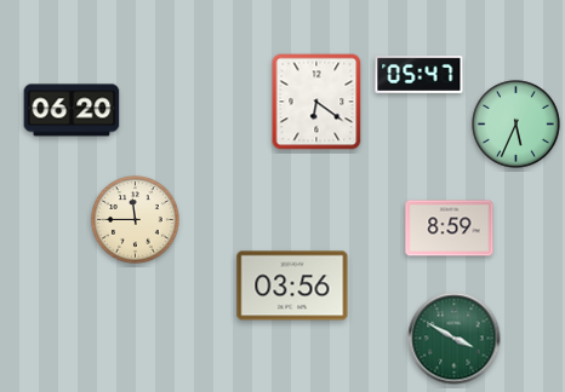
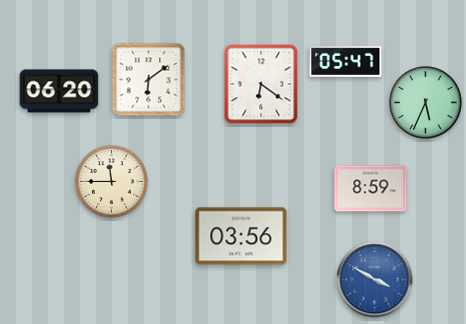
clock at (149, 80): none -> 6:09
clock at (455, 339) dial: green -> blue
